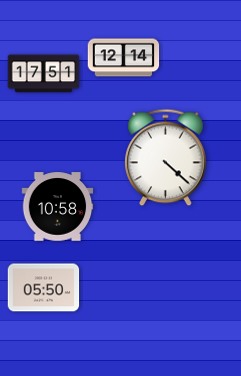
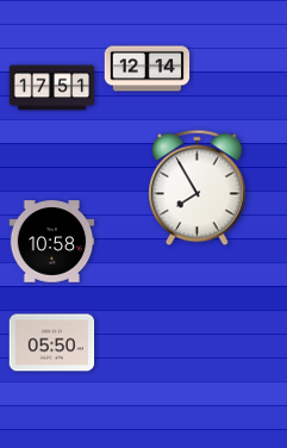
clock at (166, 158): 4:22 -> 7:55
clock at (58, 207) position: (58, 207) -> (52, 242)
